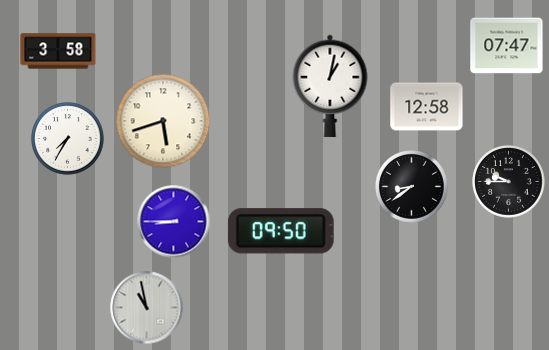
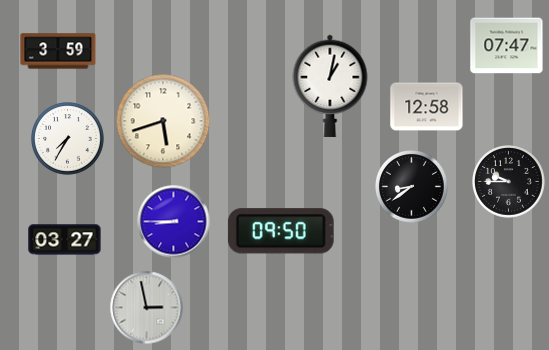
clock at (58, 51): 3:58 -> 3:59
clock at (65, 240): none -> 03:27
clock at (147, 308): 10:58 -> 2:58
